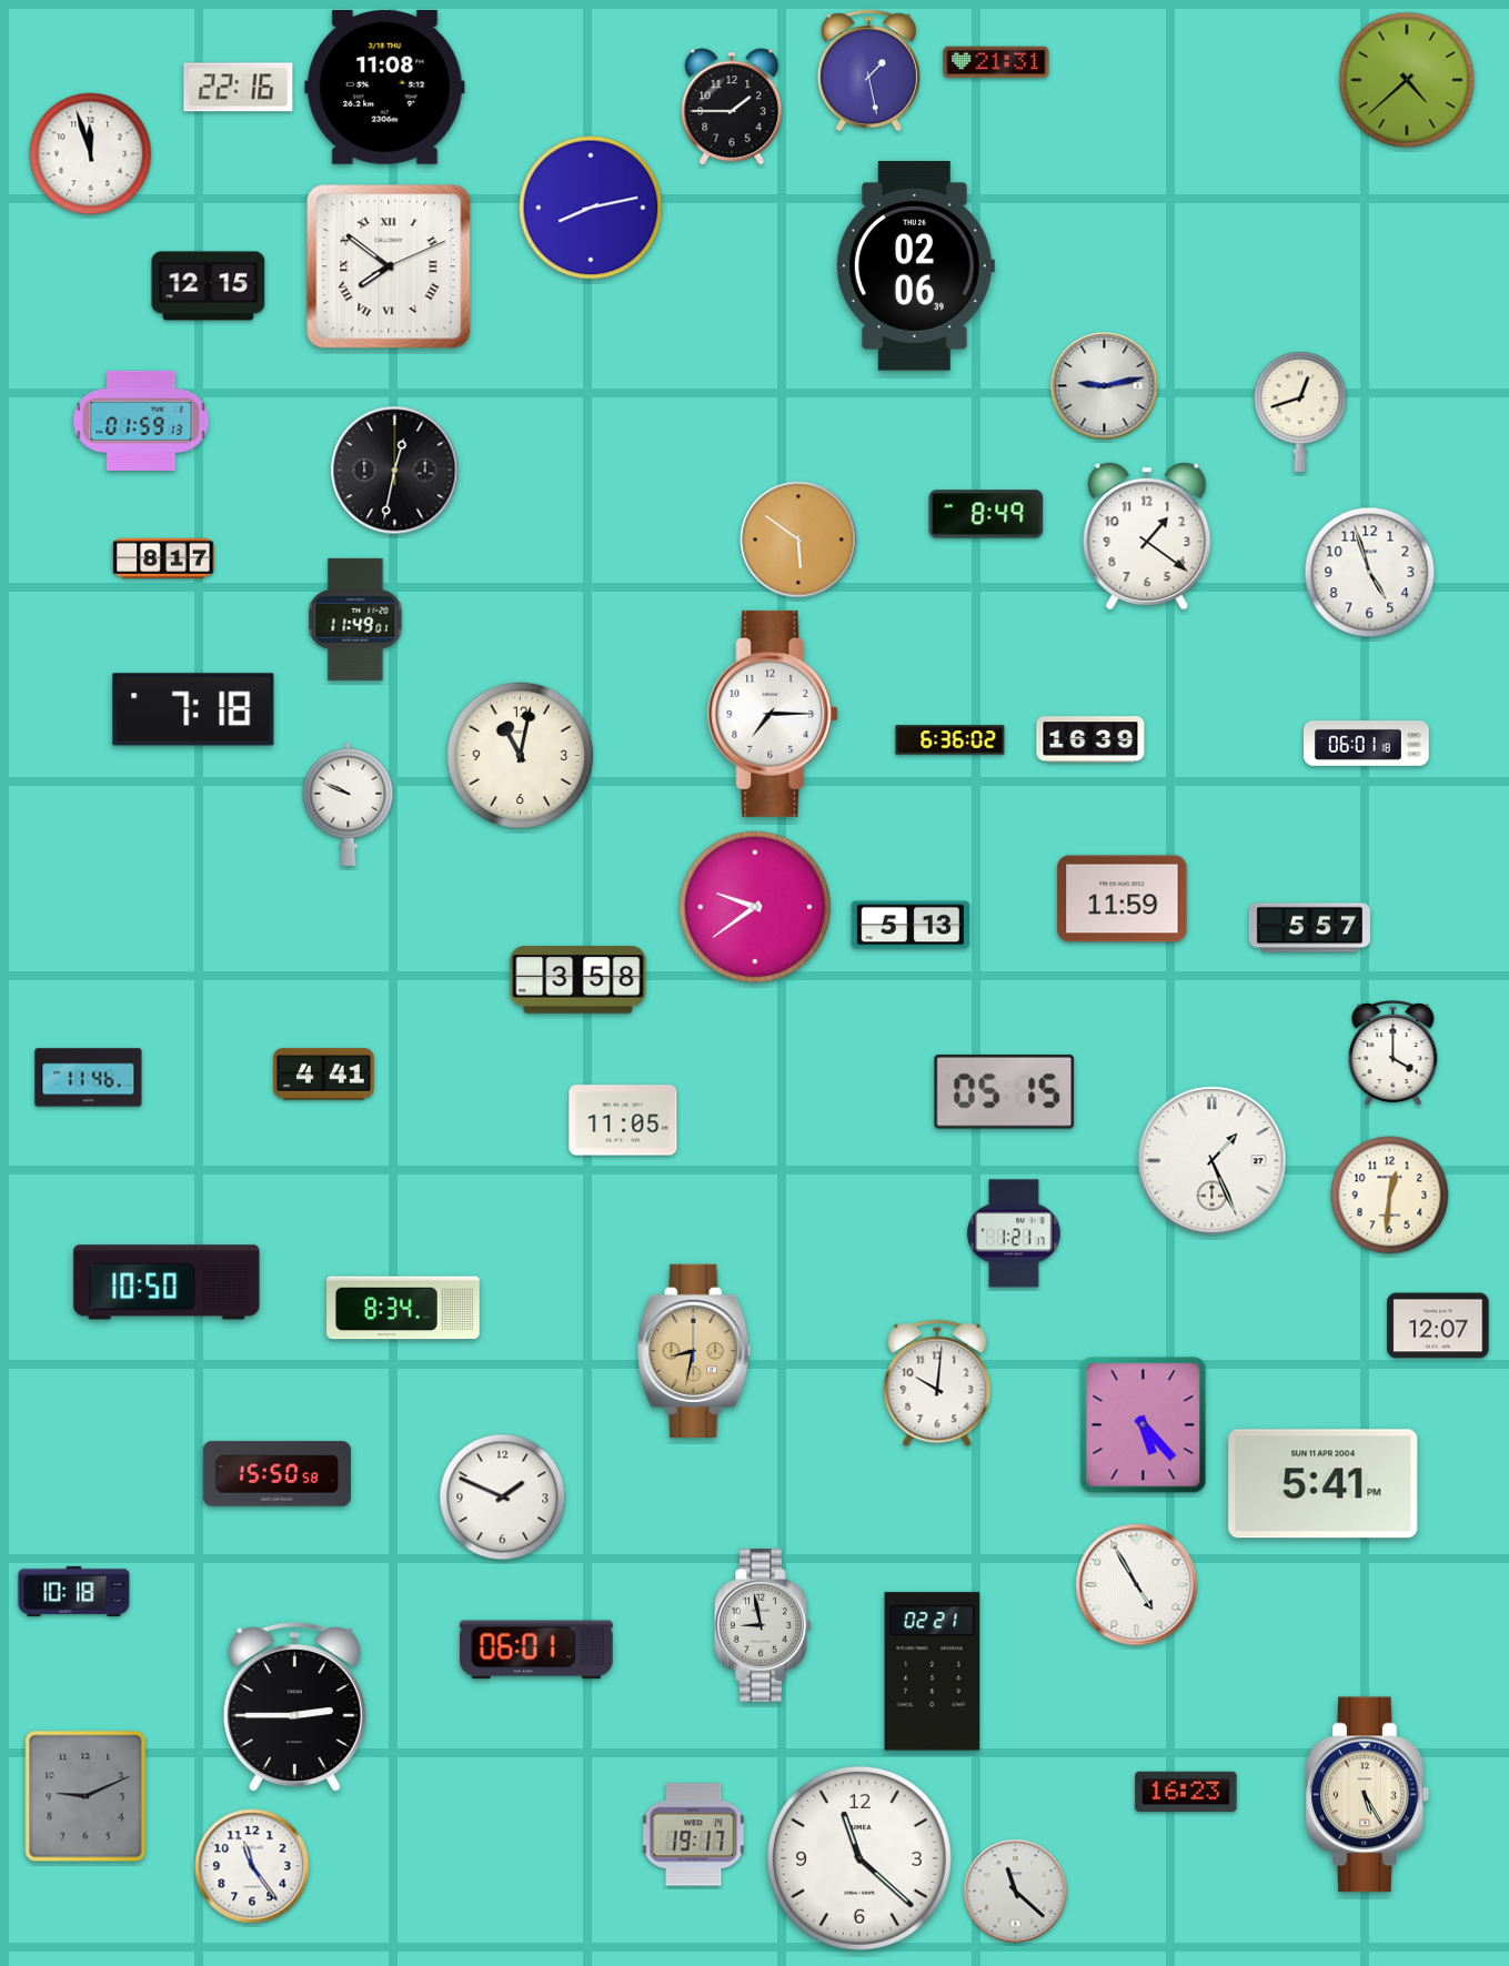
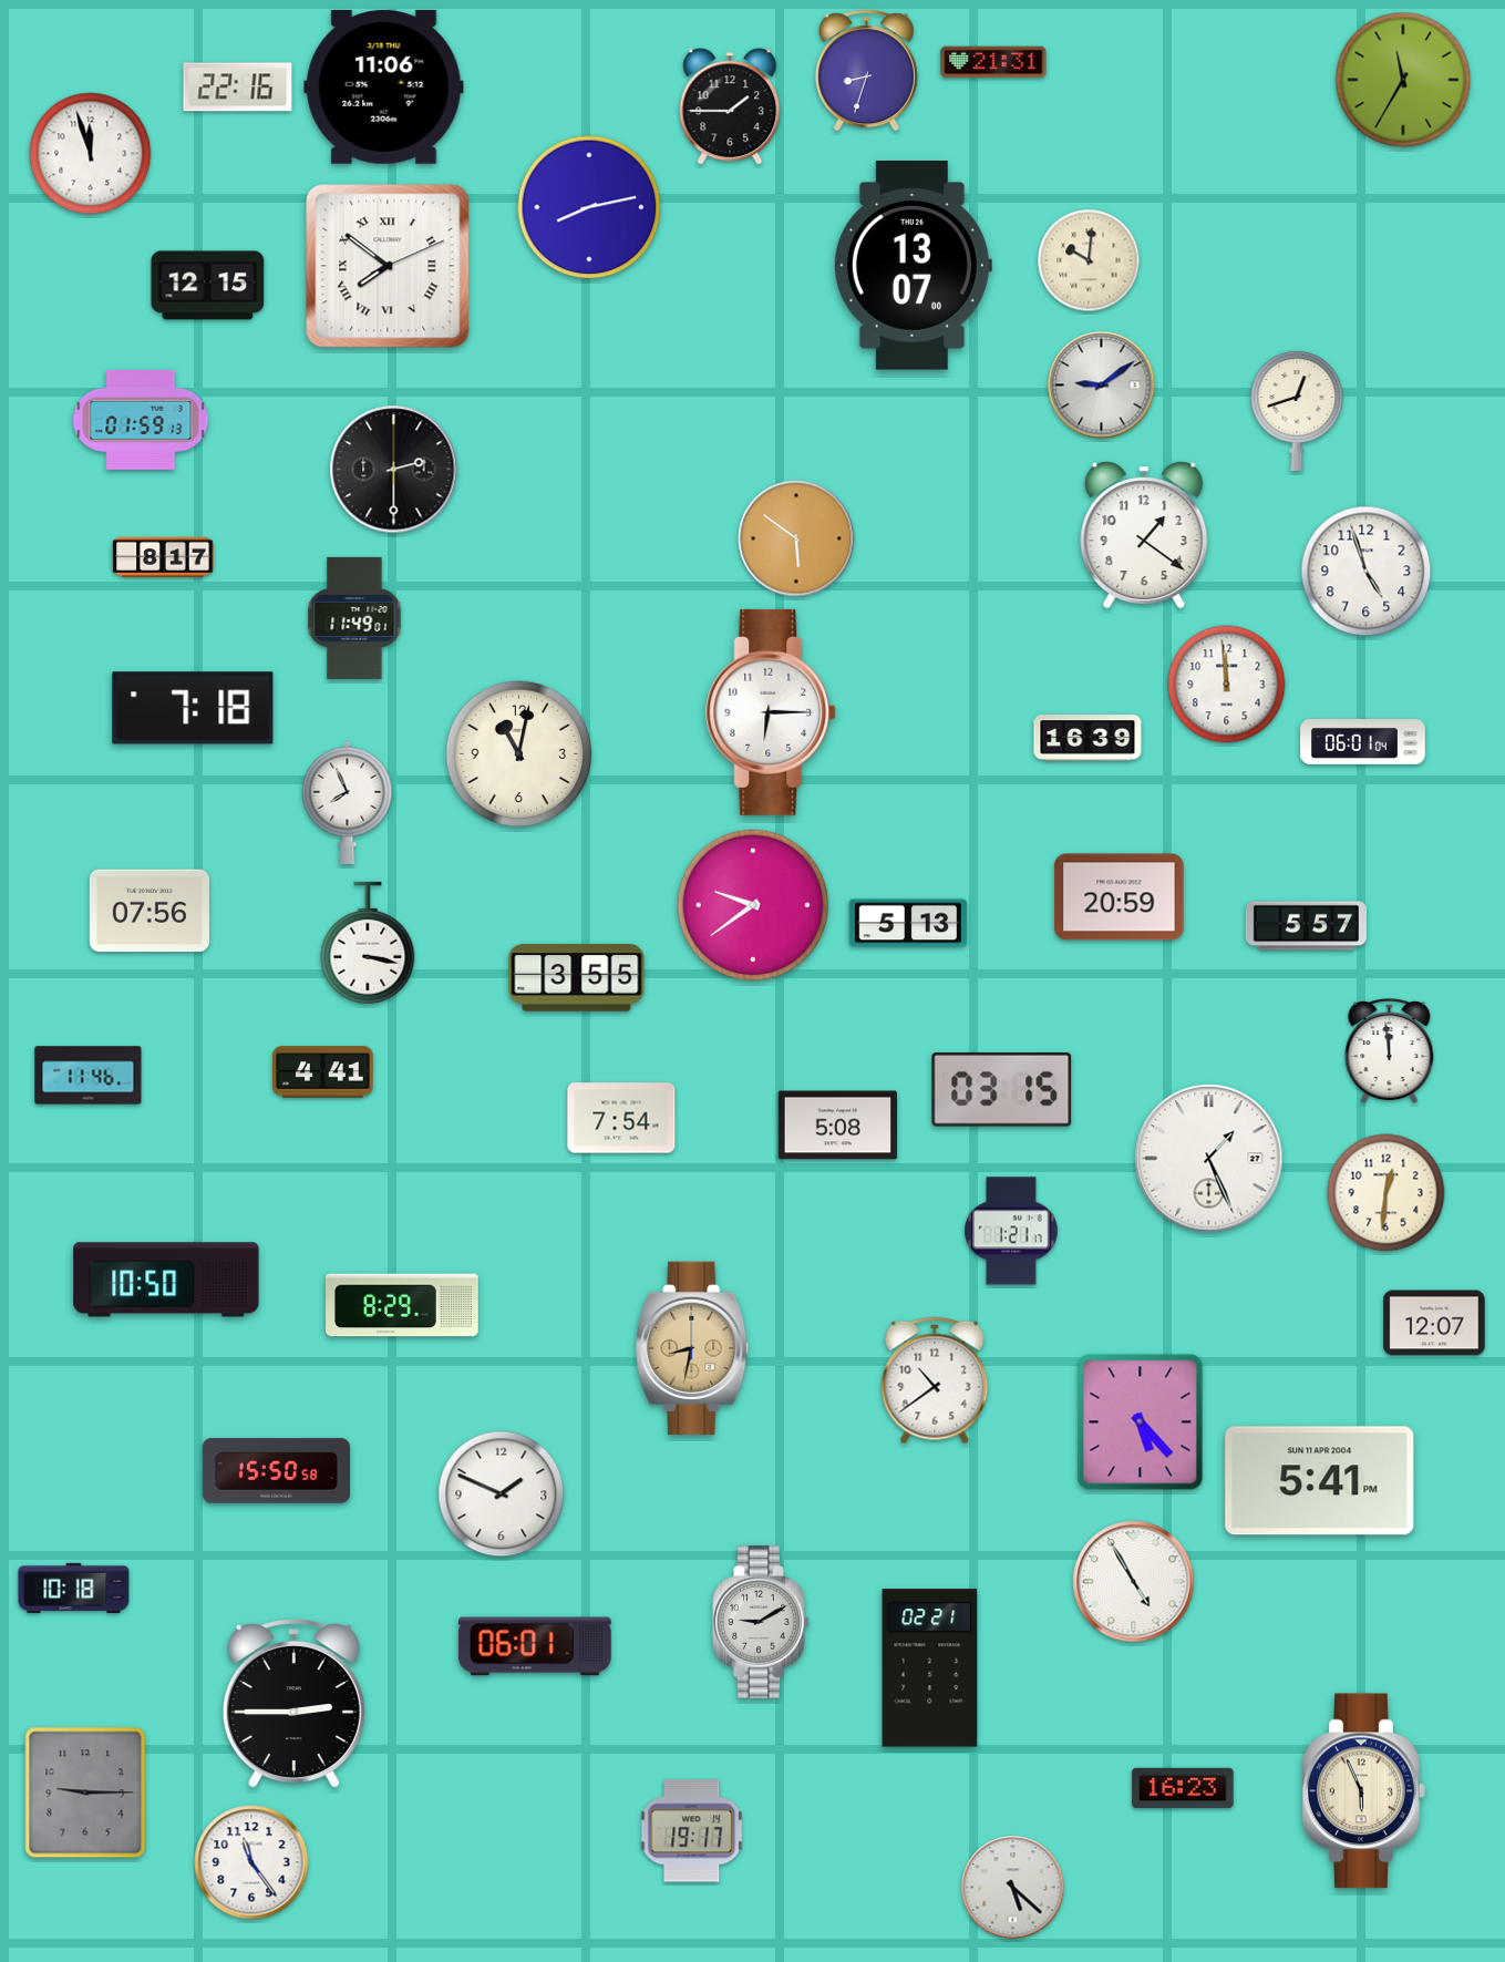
clock at (868, 71): 1:28 -> 8:33
clock at (1407, 80): 4:38 -> 11:35
clock at (385, 87): 11:08 -> 11:06
clock at (1089, 260): none -> 10:01
clock at (915, 266): 02:06 -> 13:07
clock at (1105, 386): 9:13 -> 9:09
clock at (395, 471): 12:32 -> 2:30
clock at (986, 514): 8:49 -> none
clock at (1227, 685): none -> 11:59
clock at (774, 714): 7:15 -> 6:15
clock at (950, 740): 6:36 -> none
clock at (1367, 744): 06:01:18 -> 06:01:04
clock at (349, 804): 9:49 -> 7:56
clock at (1123, 899): 11:59 -> 20:59
clock at (150, 911): none -> 07:56
clock at (368, 943): none -> 3:17
clock at (579, 980): 3:58 -> 3:55
clock at (1394, 1055): 4:00 -> 11:59
clock at (1005, 1091): 05:15 -> 03:15
clock at (623, 1120): 11:05 -> 7:54
clock at (837, 1126): none -> 5:08
clock at (404, 1308): 8:34 -> 8:29
clock at (937, 1383): 10:01 -> 10:39
clock at (763, 1626): 8:58 -> 9:10
clock at (1368, 1795): 5:25 -> 5:56
clock at (85, 1796): 9:11 -> 9:15
clock at (859, 1858): 11:22 -> none
clock at (1016, 1892): 11:22 -> 5:22
